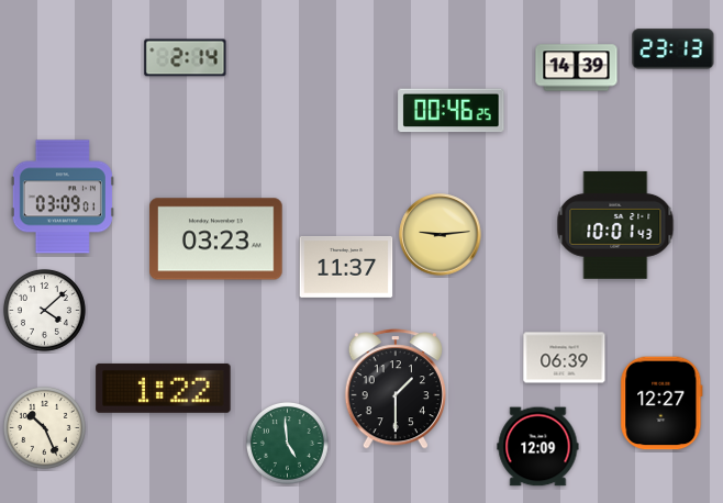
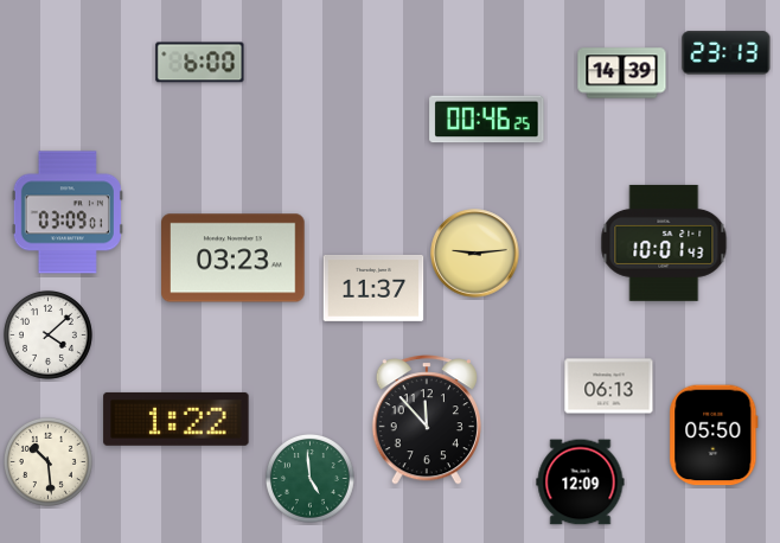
clock at (186, 58): 2:14 -> 6:00
clock at (565, 358): 06:39 -> 06:13
clock at (396, 389): 1:30 -> 11:53
clock at (661, 403): 12:27 -> 05:50
clock at (44, 427): 10:26 -> 10:29
